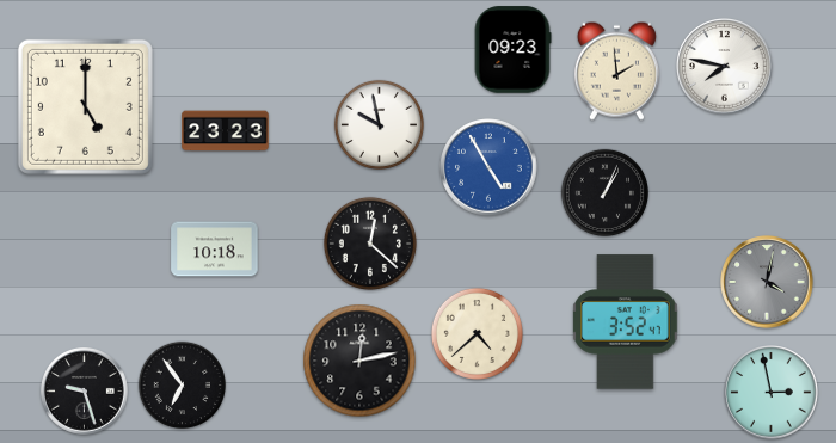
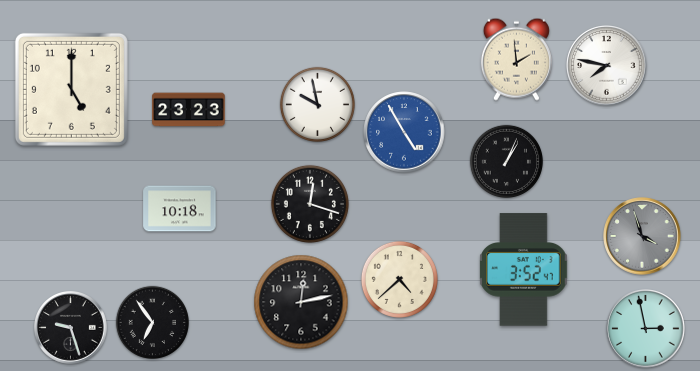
clock at (512, 50): 09:23 -> none
clock at (725, 67) position: (725, 67) -> (607, 66)
clock at (488, 167) position: (488, 167) -> (404, 132)
clock at (370, 244): 12:22 -> 12:18
clock at (767, 282): 4:02 -> 3:57
